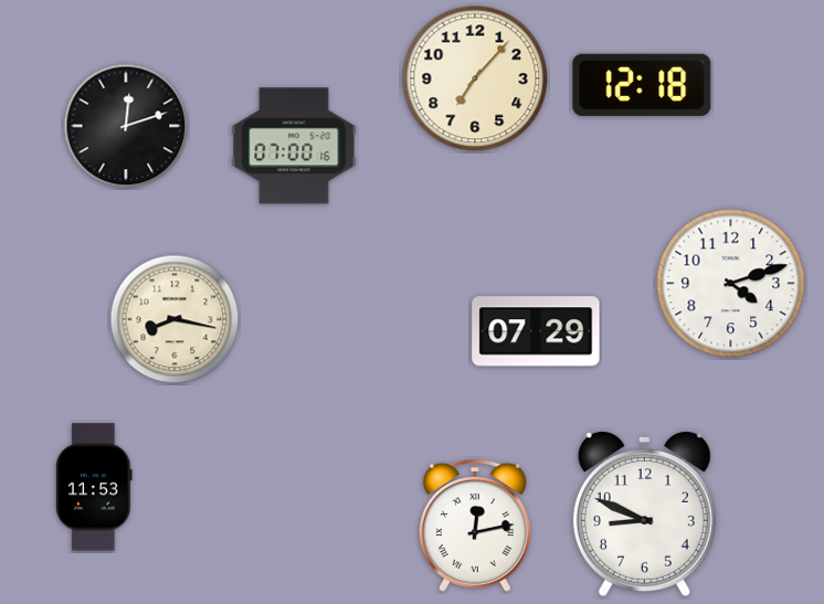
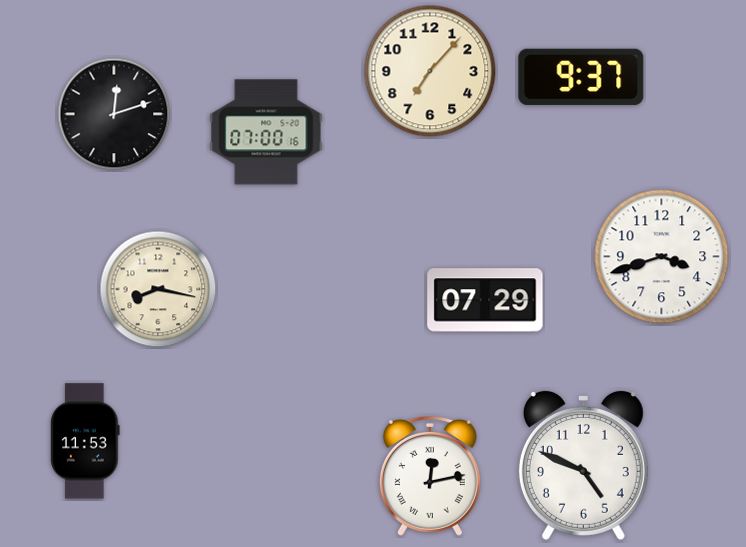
clock at (642, 85): 12:18 -> 9:37
clock at (731, 284): 4:12 -> 3:42
clock at (644, 513): 8:49 -> 4:49
